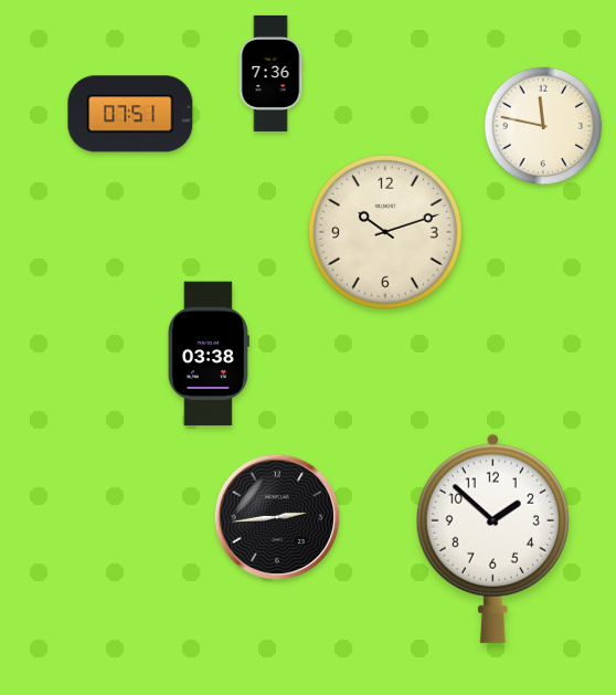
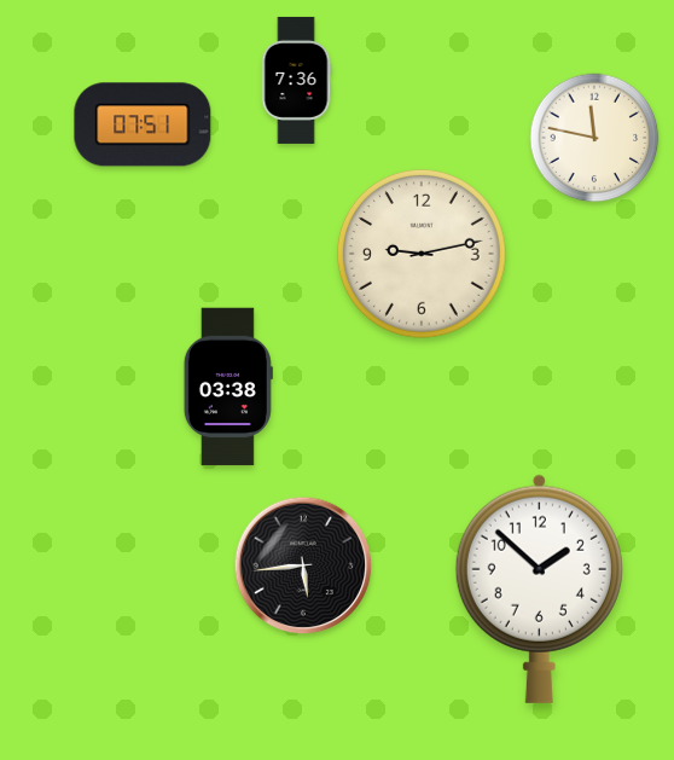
clock at (385, 232): 10:12 -> 9:13
clock at (277, 517): 2:44 -> 5:44
